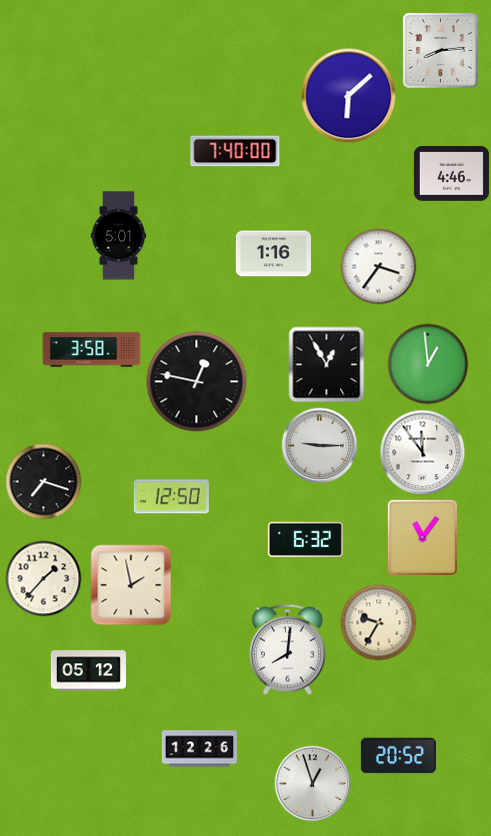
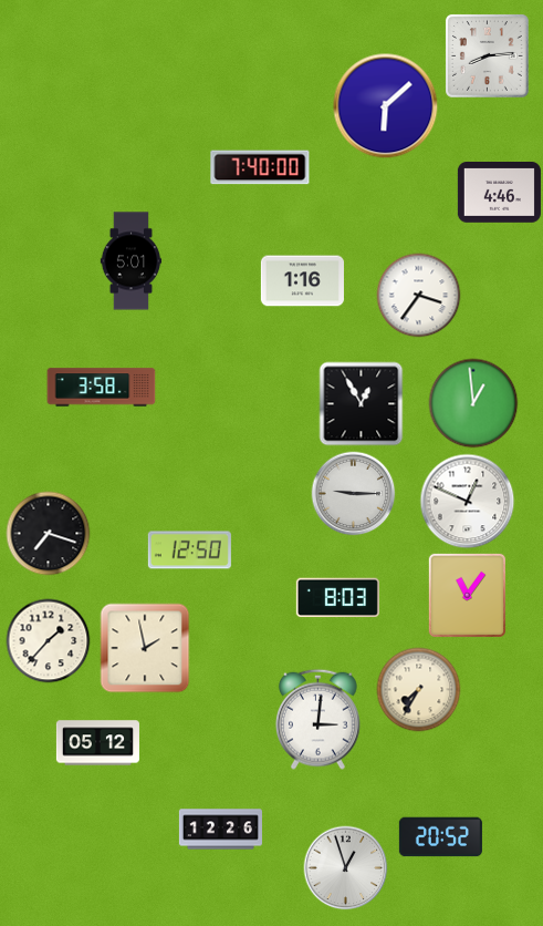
clock at (197, 382): 12:47 -> none
clock at (423, 453): 11:54 -> 12:49
clock at (305, 540): 6:32 -> 8:03
clock at (379, 623): 9:35 -> 7:35
clock at (287, 649): 8:01 -> 3:01
